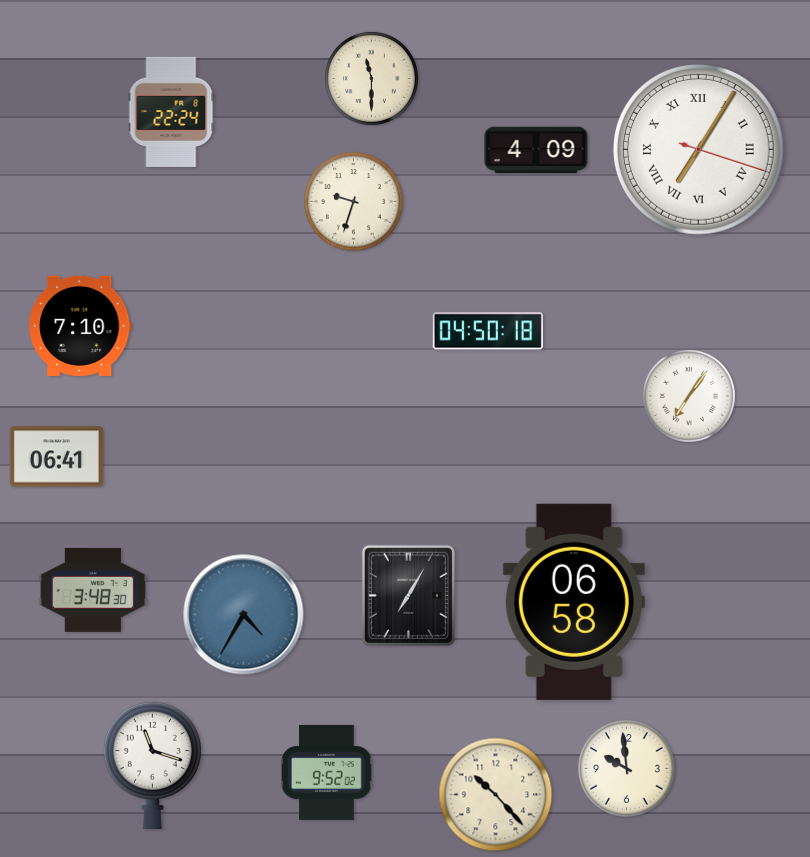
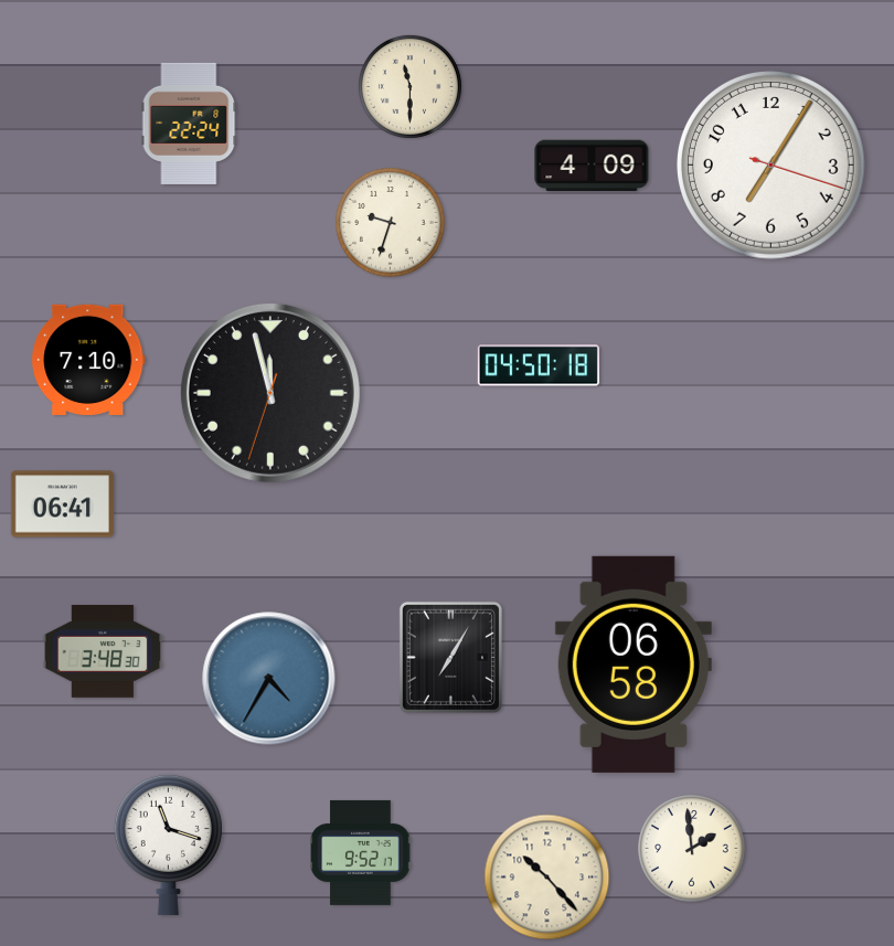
clock at (698, 149) numerals: Roman -> Arabic
clock at (270, 393): none -> 11:57
clock at (689, 396): 7:06 -> none
clock at (627, 769): 9:59 -> 1:59
clock at (327, 772): 9:52:02 -> 9:52:17
